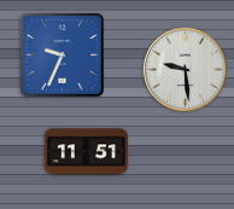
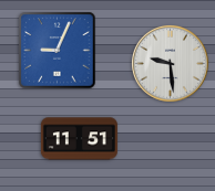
clock at (63, 56): 9:34 -> 9:04
